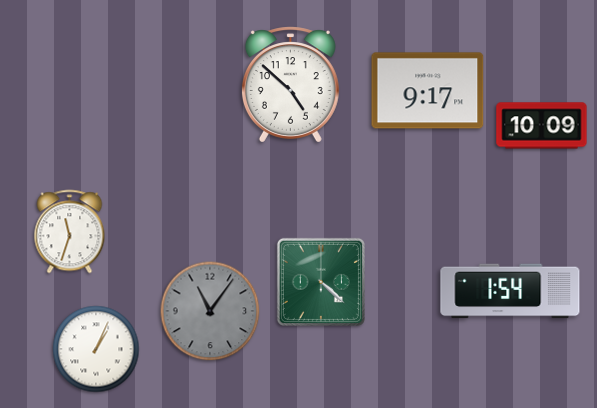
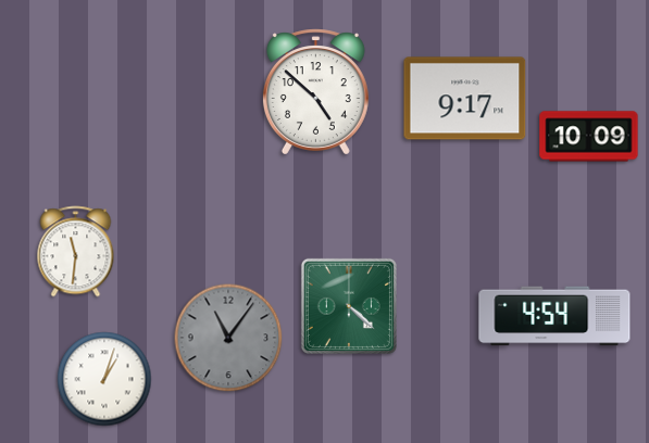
clock at (70, 232): 11:33 -> 11:31
clock at (510, 291): 1:54 -> 4:54
clock at (96, 349): 1:04 -> 1:03
